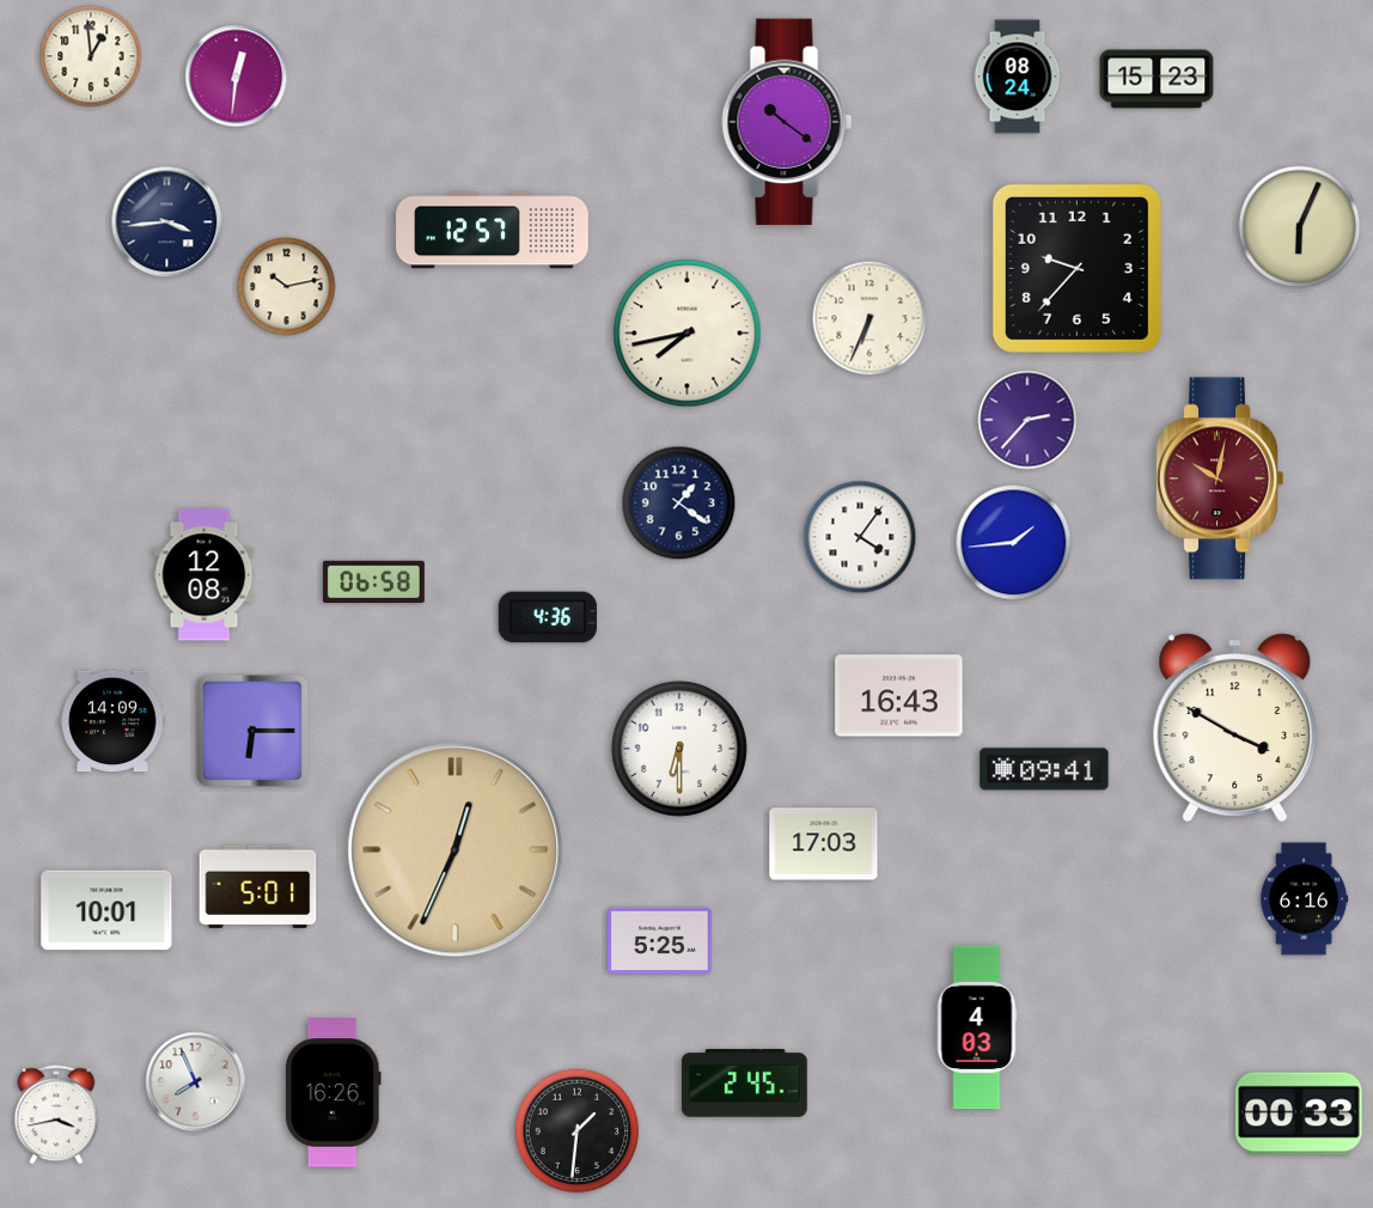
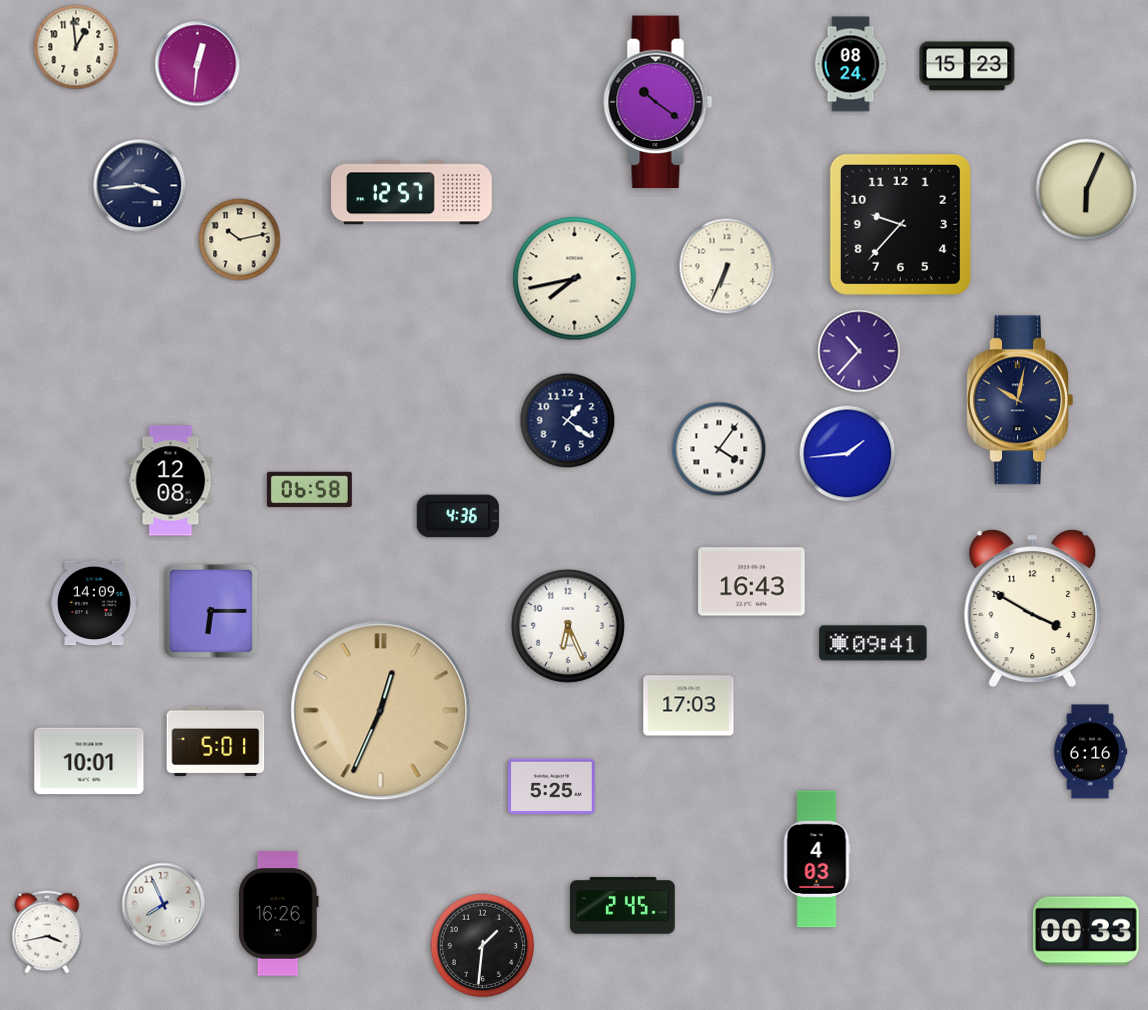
clock at (1027, 420): 2:37 -> 10:37
clock at (1220, 478) dial: burgundy -> navy
clock at (373, 581) position: (373, 581) -> (309, 489)
clock at (679, 749): 6:30 -> 6:26
